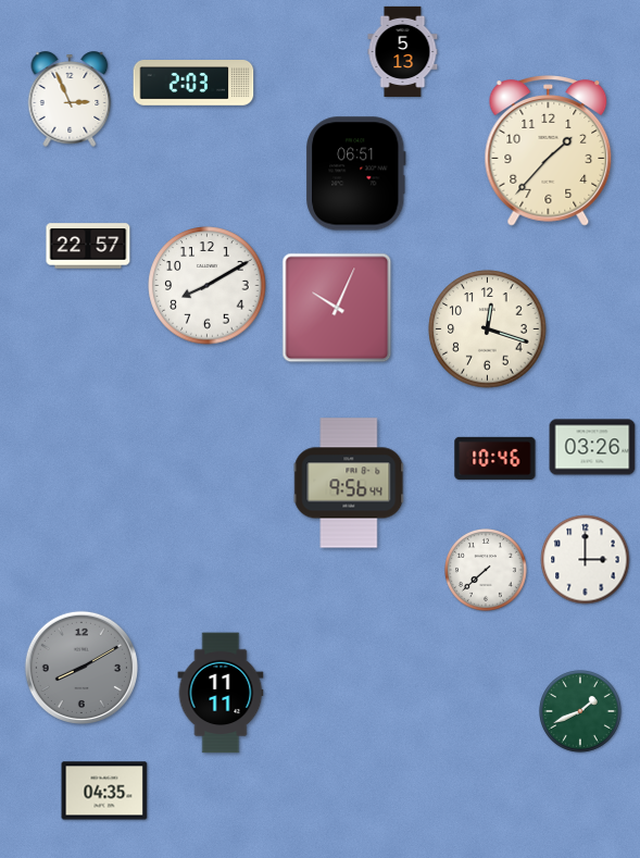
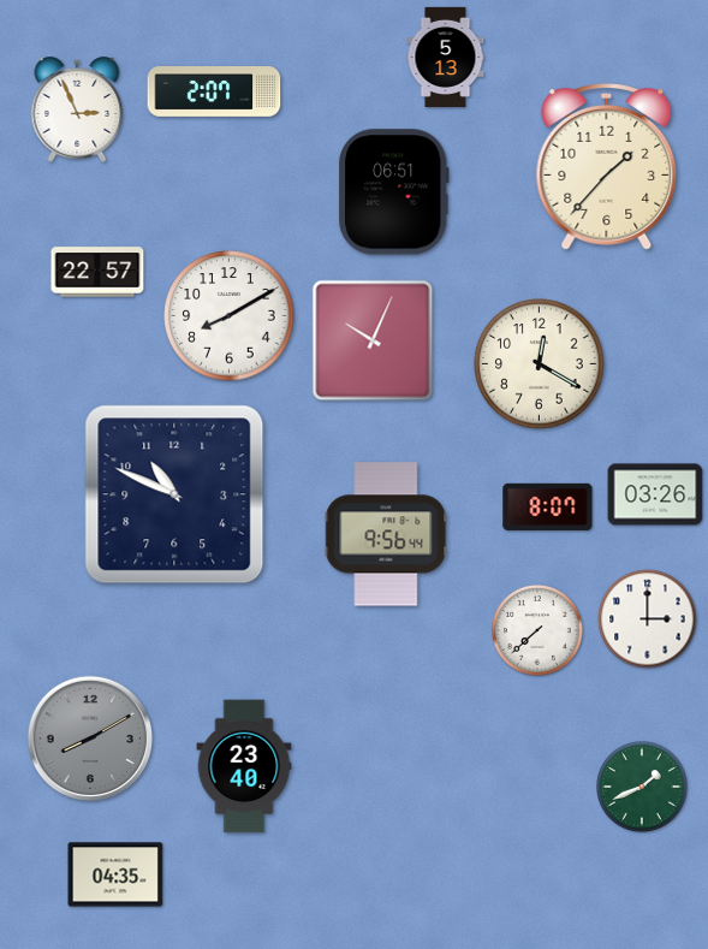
clock at (193, 84): 2:03 -> 2:07
clock at (488, 329): 12:18 -> 12:20
clock at (174, 494): none -> 10:49
clock at (495, 458): 10:46 -> 8:07
clock at (221, 693): 11:11 -> 23:40
